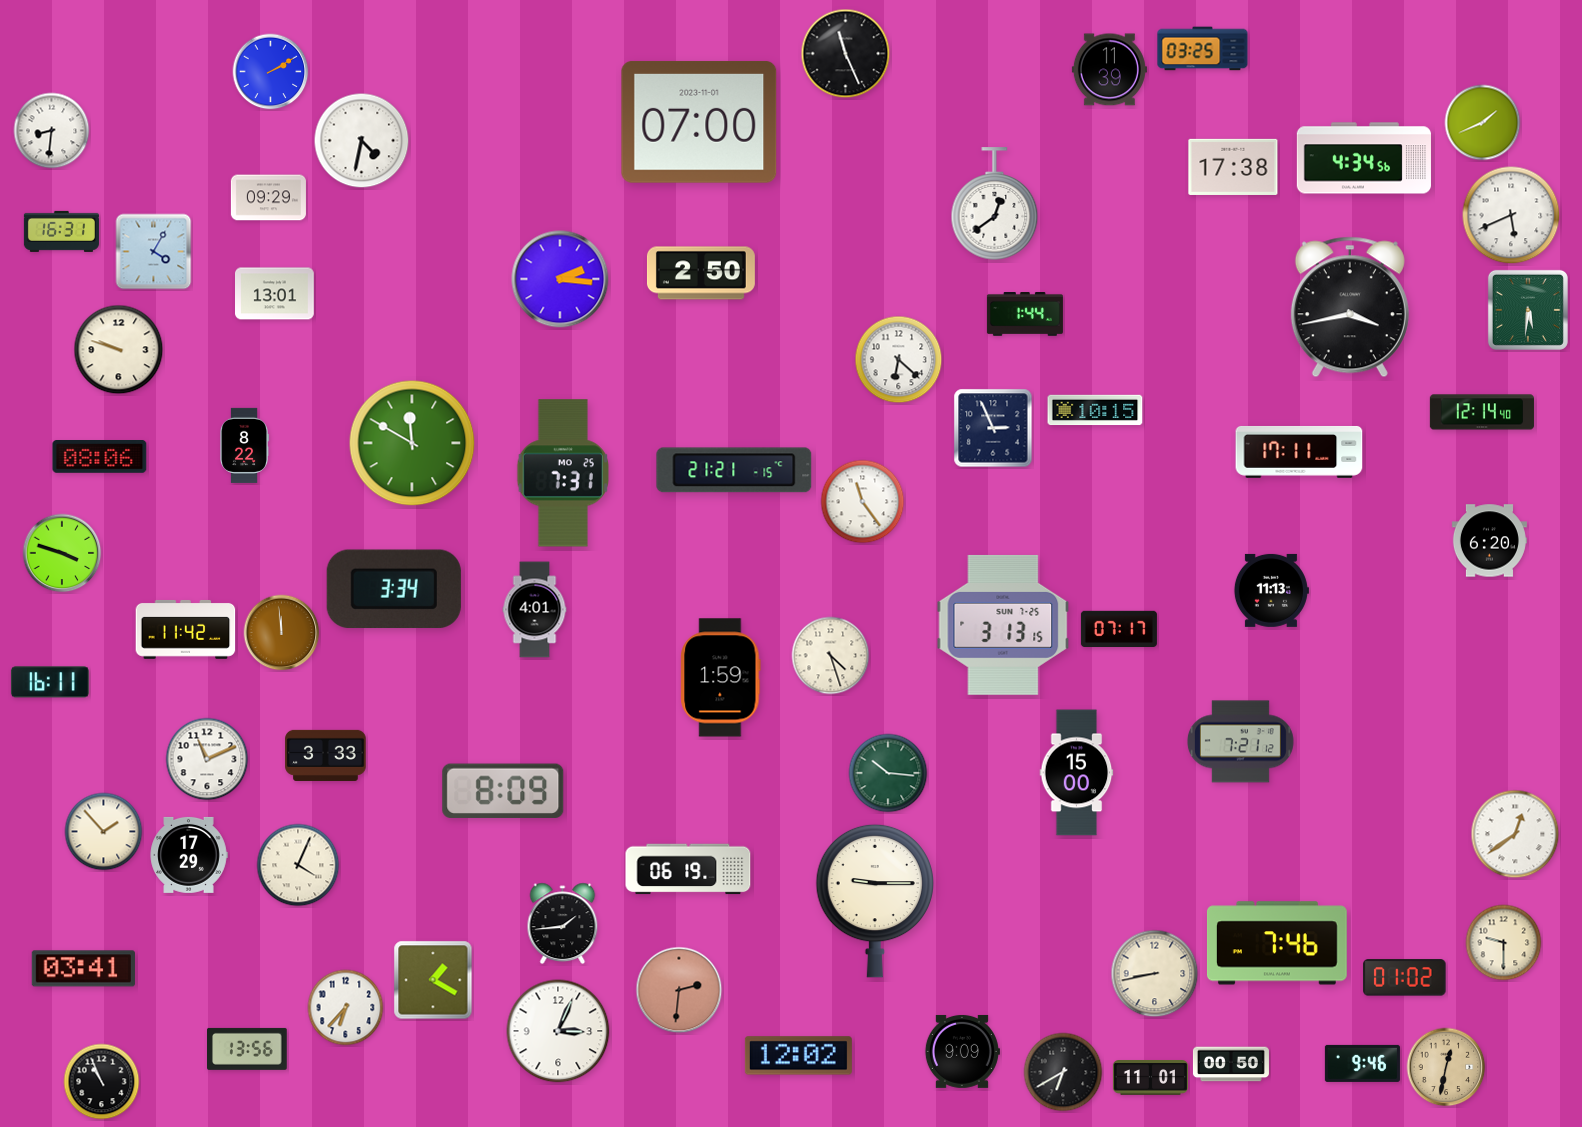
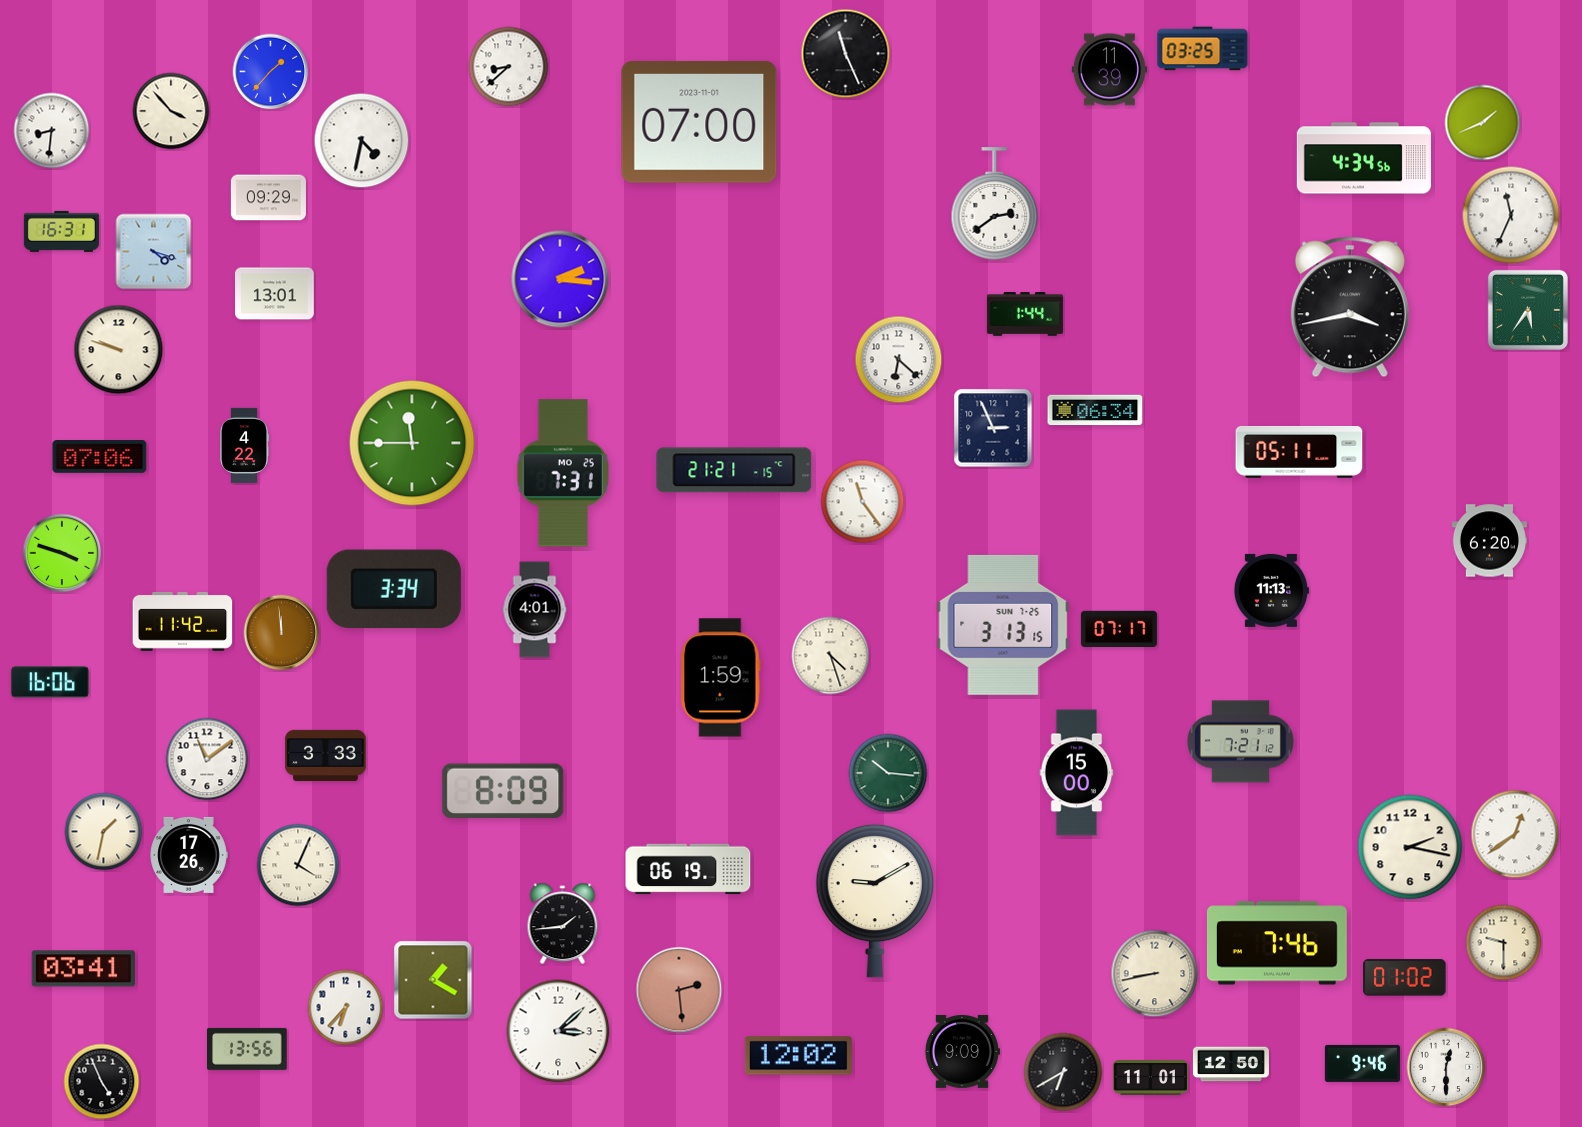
clock at (509, 67): none -> 8:38
clock at (271, 72): 2:10 -> 1:37
clock at (171, 111): none -> 3:53
clock at (1233, 167): 17:38 -> none
clock at (995, 204): 12:39 -> 2:39
clock at (1511, 215): 5:41 -> 11:34
clock at (154, 252): 4:05 -> 4:18
clock at (701, 273): 2:50 -> none
clock at (1528, 310): 5:31 -> 5:36
clock at (1095, 410): 10:15 -> 06:34
clock at (1481, 412): 12:14 -> none
clock at (412, 443): 11:50 -> 11:45
clock at (244, 445): 8:22 -> 4:22
clock at (1299, 452): 17:11 -> 05:11
clock at (100, 457): 08:06 -> 07:06
clock at (186, 629) position: (186, 629) -> (183, 621)
clock at (50, 682): 16:11 -> 16:06
clock at (207, 759): 11:11 -> 11:09
clock at (104, 832): 1:53 -> 1:32
clock at (1410, 847): none -> 2:17
clock at (189, 855): 17:29 -> 17:26
clock at (874, 901): 9:15 -> 9:10
clock at (679, 990): 2:31 -> 2:29
clock at (558, 1031): 3:04 -> 3:08
clock at (1231, 1064): 00:50 -> 12:50
clock at (1446, 1067): 12:32 -> 12:30
clock at (1446, 1067) dial: champagne -> white
clock at (102, 1082): 10:56 -> 4:56
